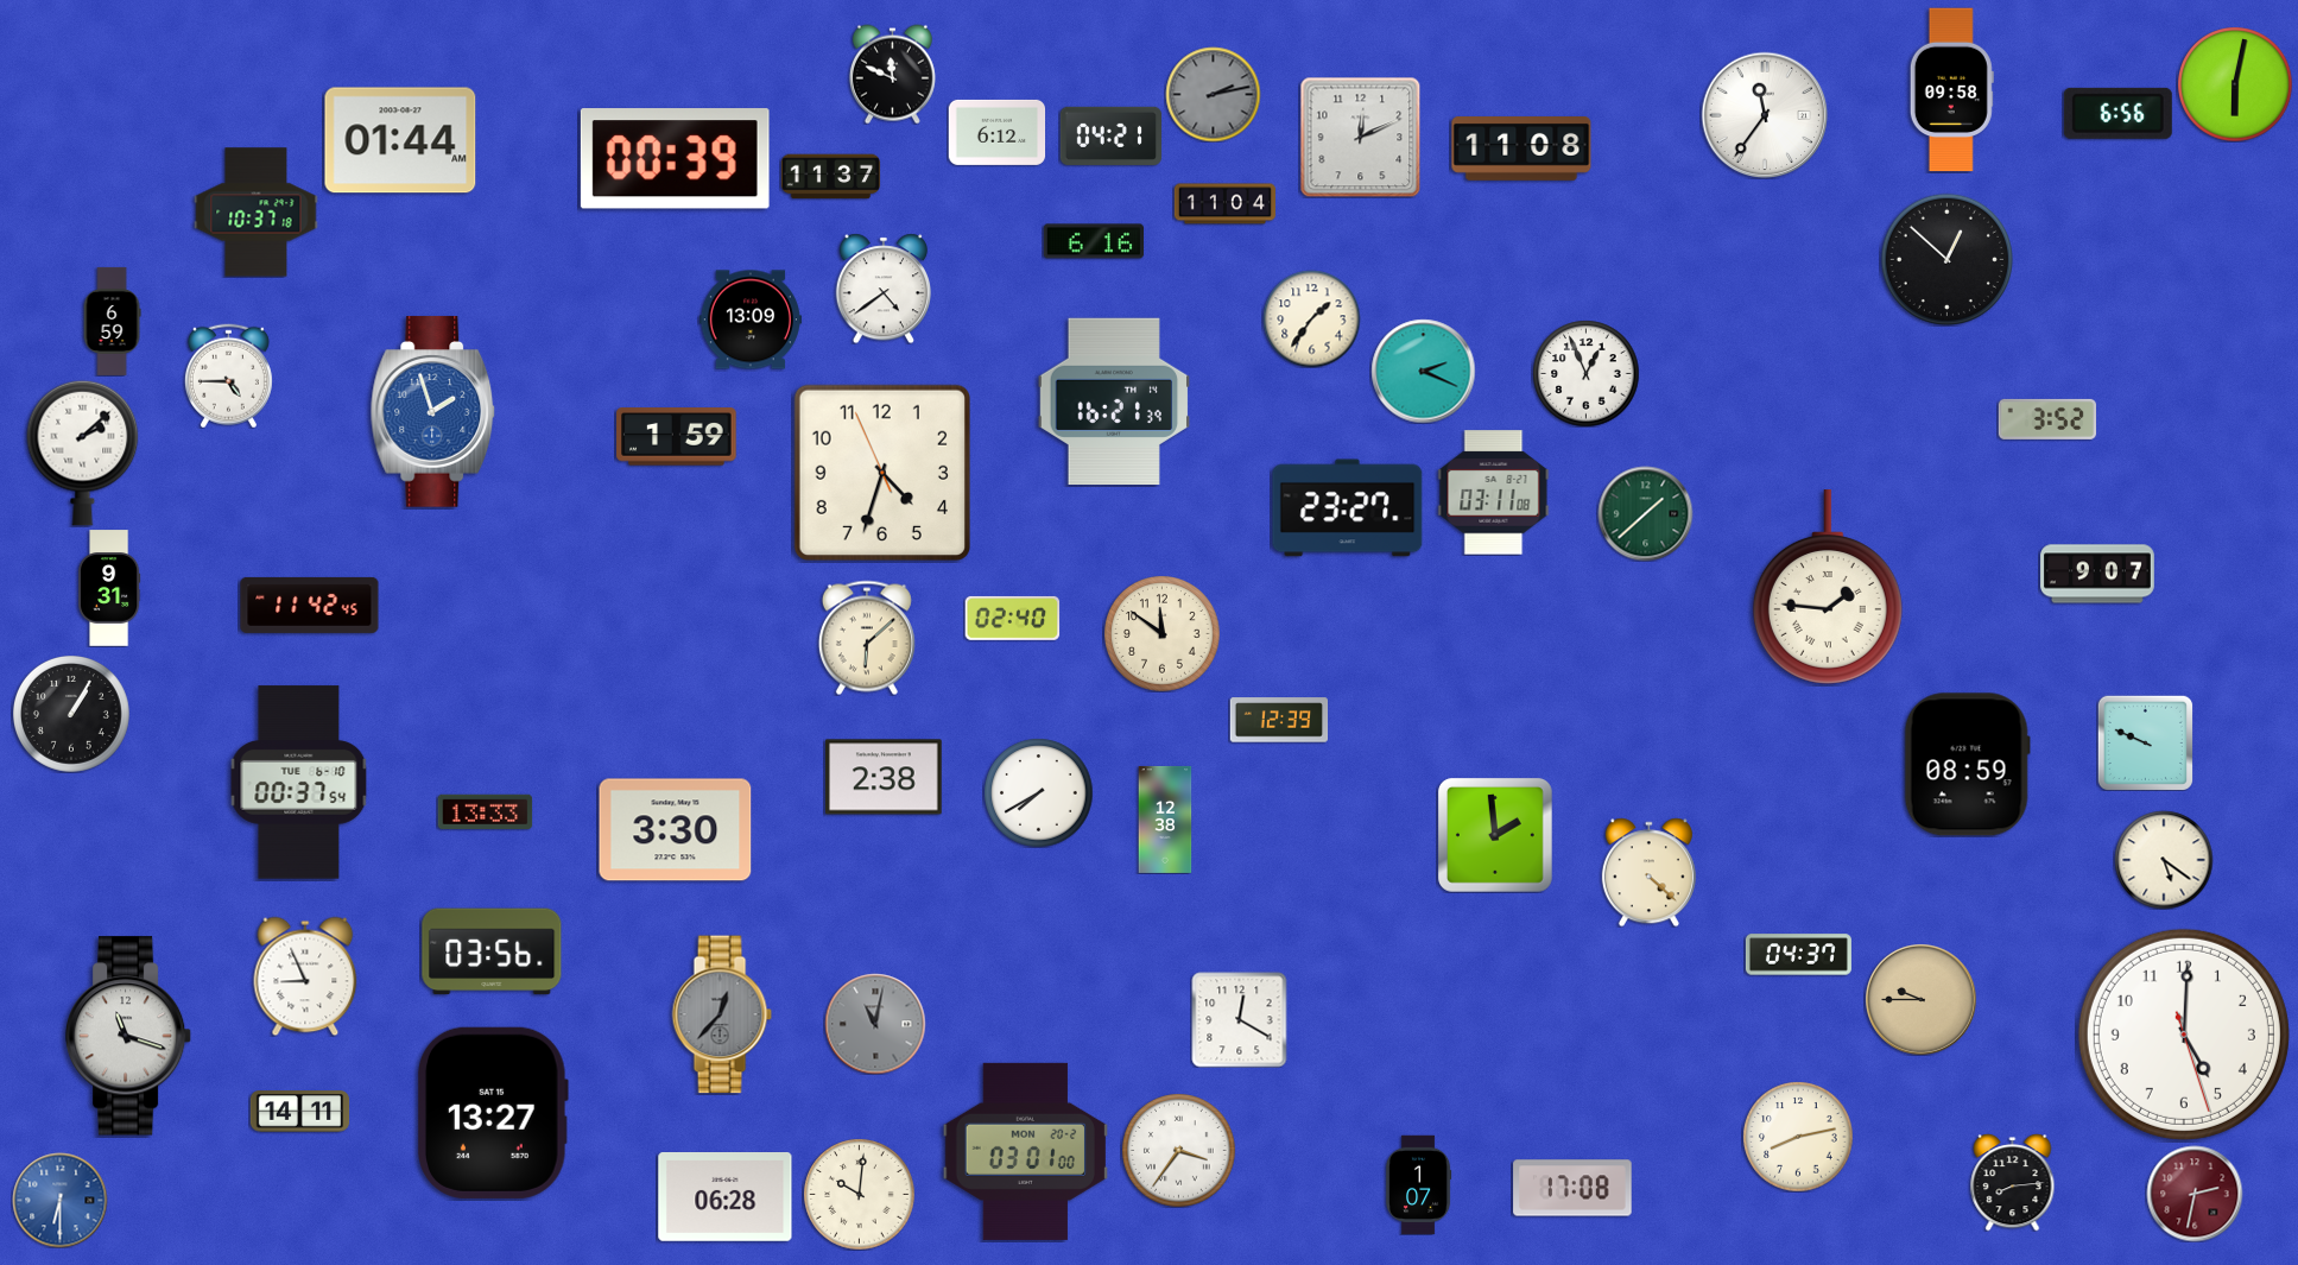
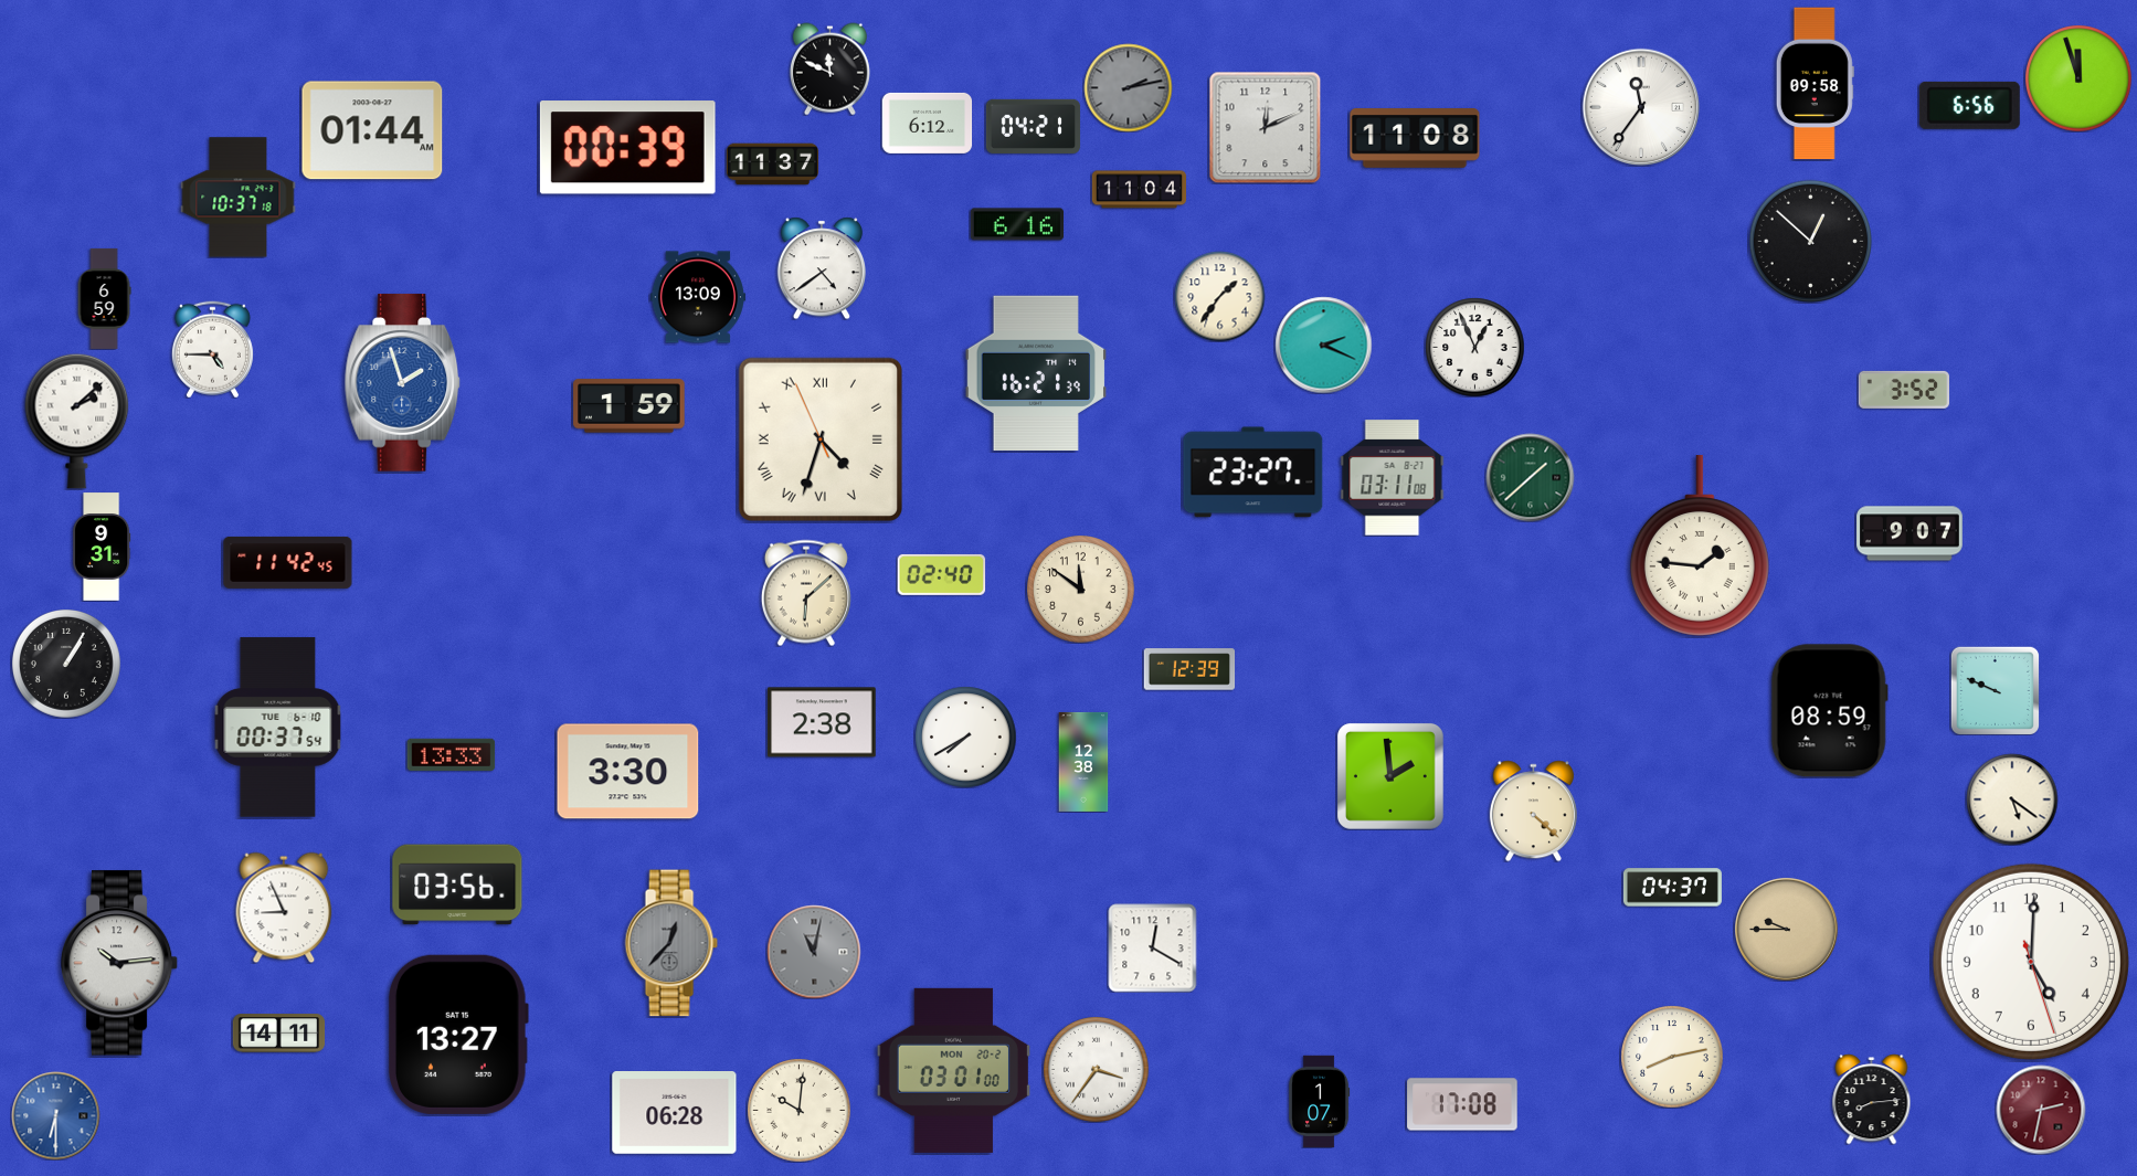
clock at (2235, 84): 6:02 -> 11:57
clock at (882, 473) numerals: Arabic -> Roman
clock at (1494, 493) position: (1494, 493) -> (1393, 478)
clock at (2097, 574) position: (2097, 574) -> (1909, 533)
clock at (128, 1036): 11:18 -> 10:14
